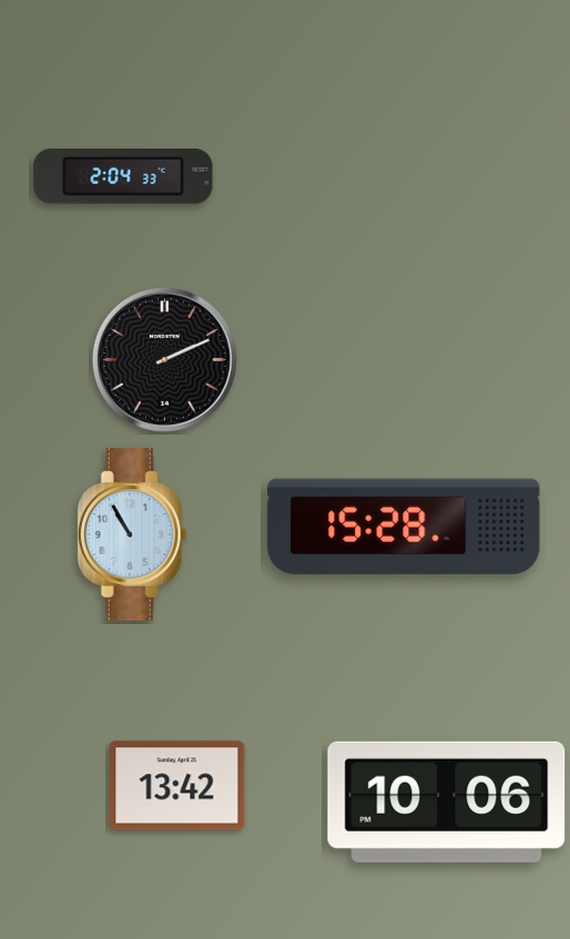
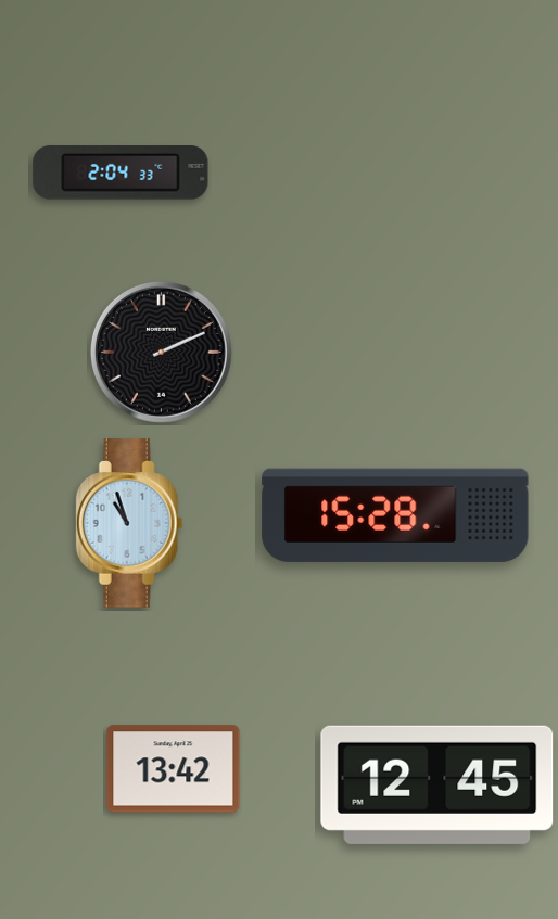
clock at (132, 534): 10:55 -> 10:57
clock at (447, 802): 10:06 -> 12:45
